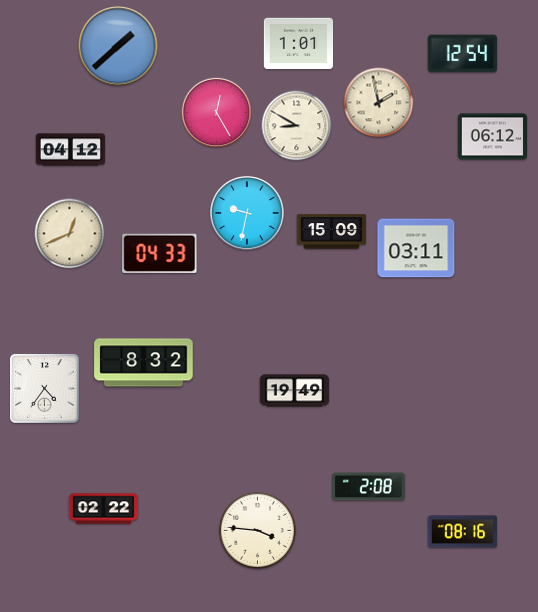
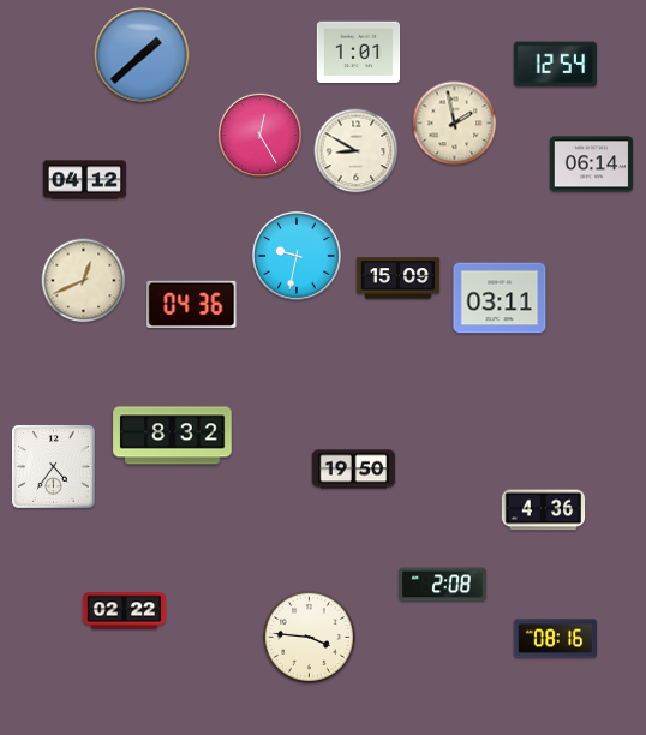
clock at (493, 137): 06:12 -> 06:14
clock at (160, 253): 04:33 -> 04:36
clock at (295, 391): 19:49 -> 19:50
clock at (544, 510): none -> 4:36
